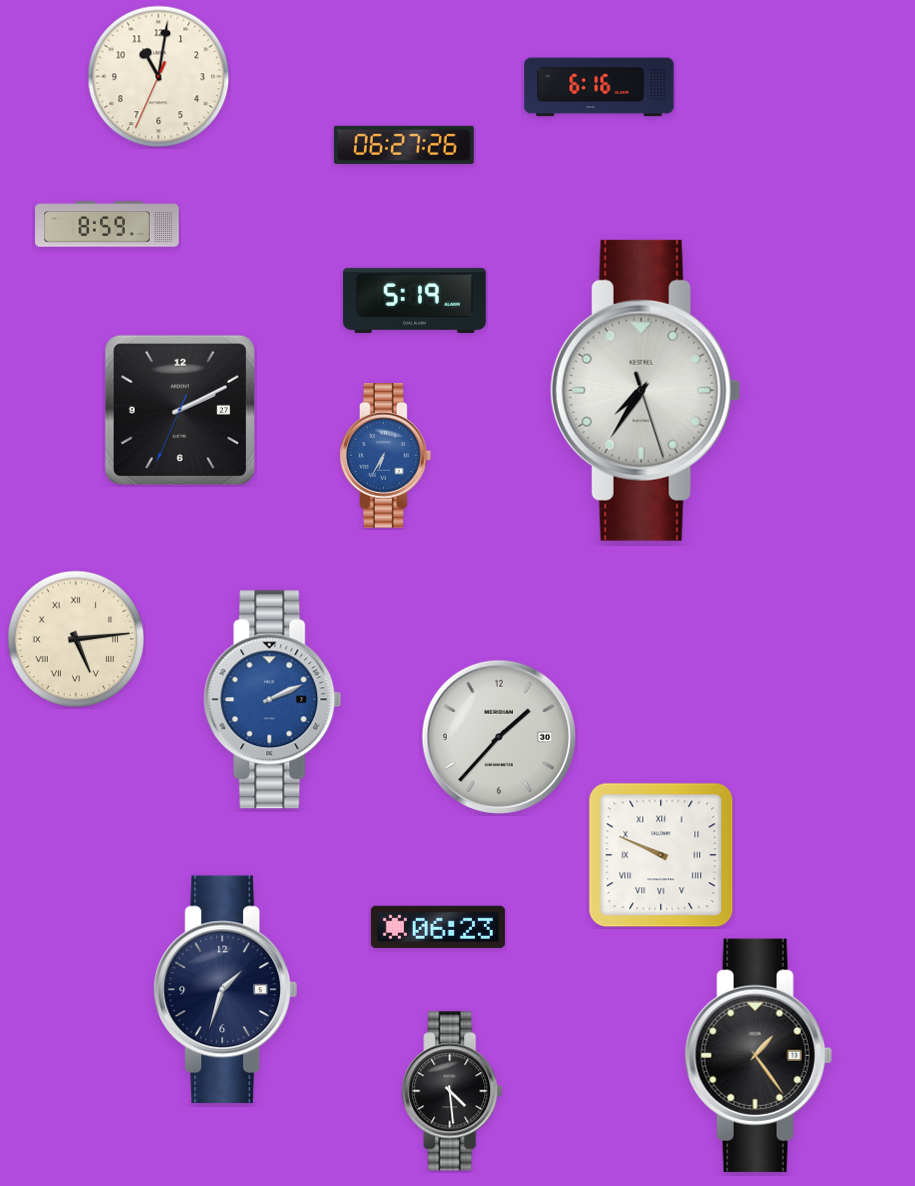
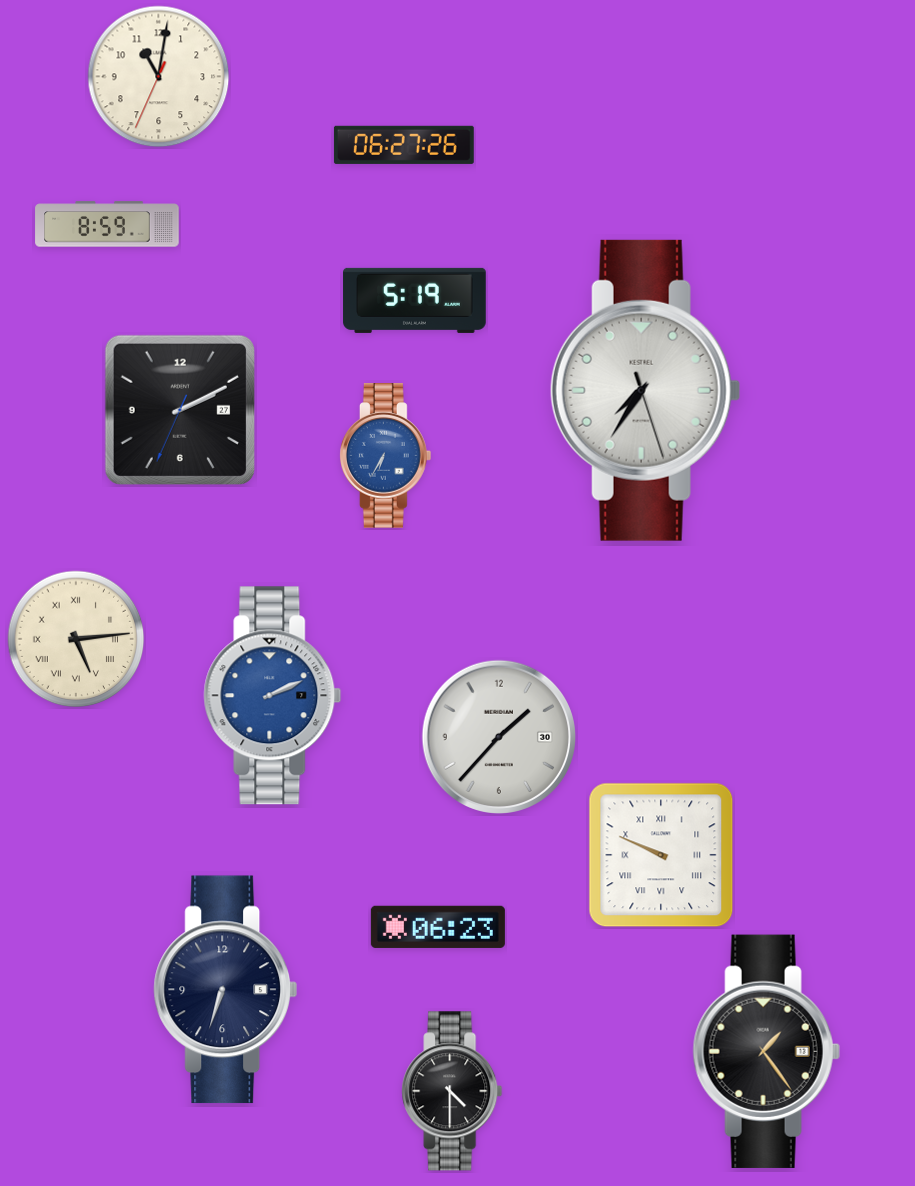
clock at (599, 87): 6:16 -> none
clock at (273, 700) position: (273, 700) -> (273, 696)
clock at (226, 990): 1:33 -> 6:33
clock at (758, 1055) position: (758, 1055) -> (766, 1051)
clock at (452, 1091): 4:29 -> 4:30
